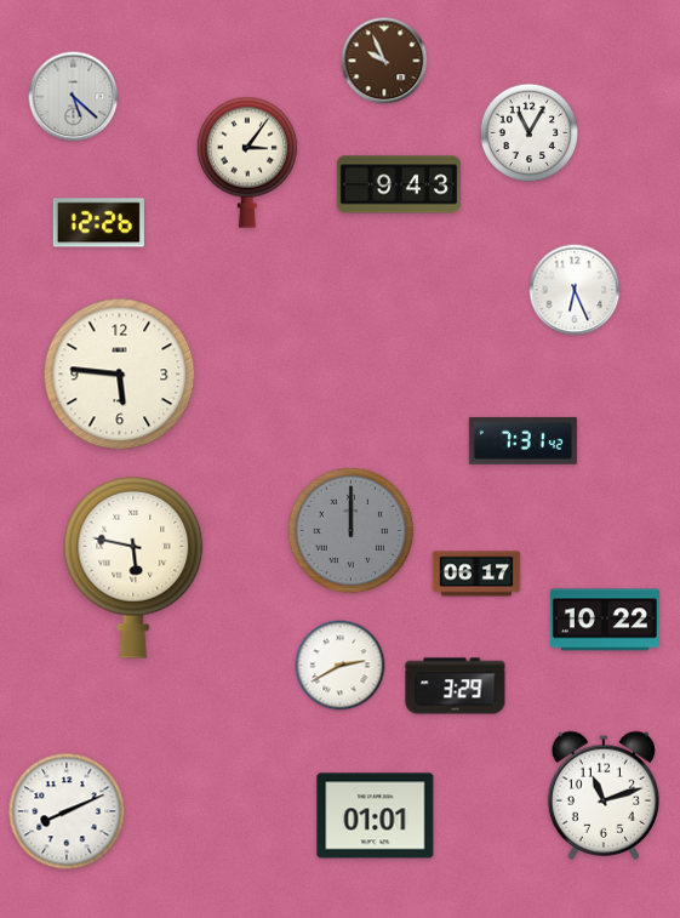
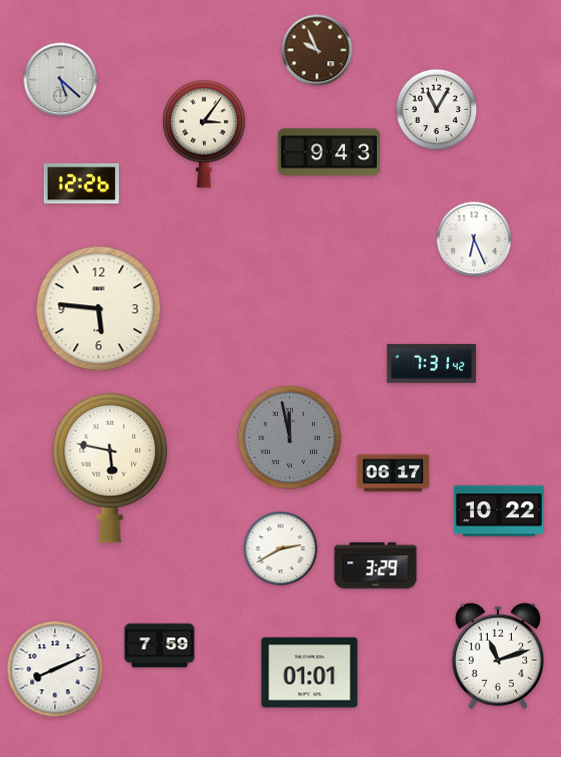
clock at (352, 531): 12:00 -> 11:58
clock at (160, 646): none -> 7:59
